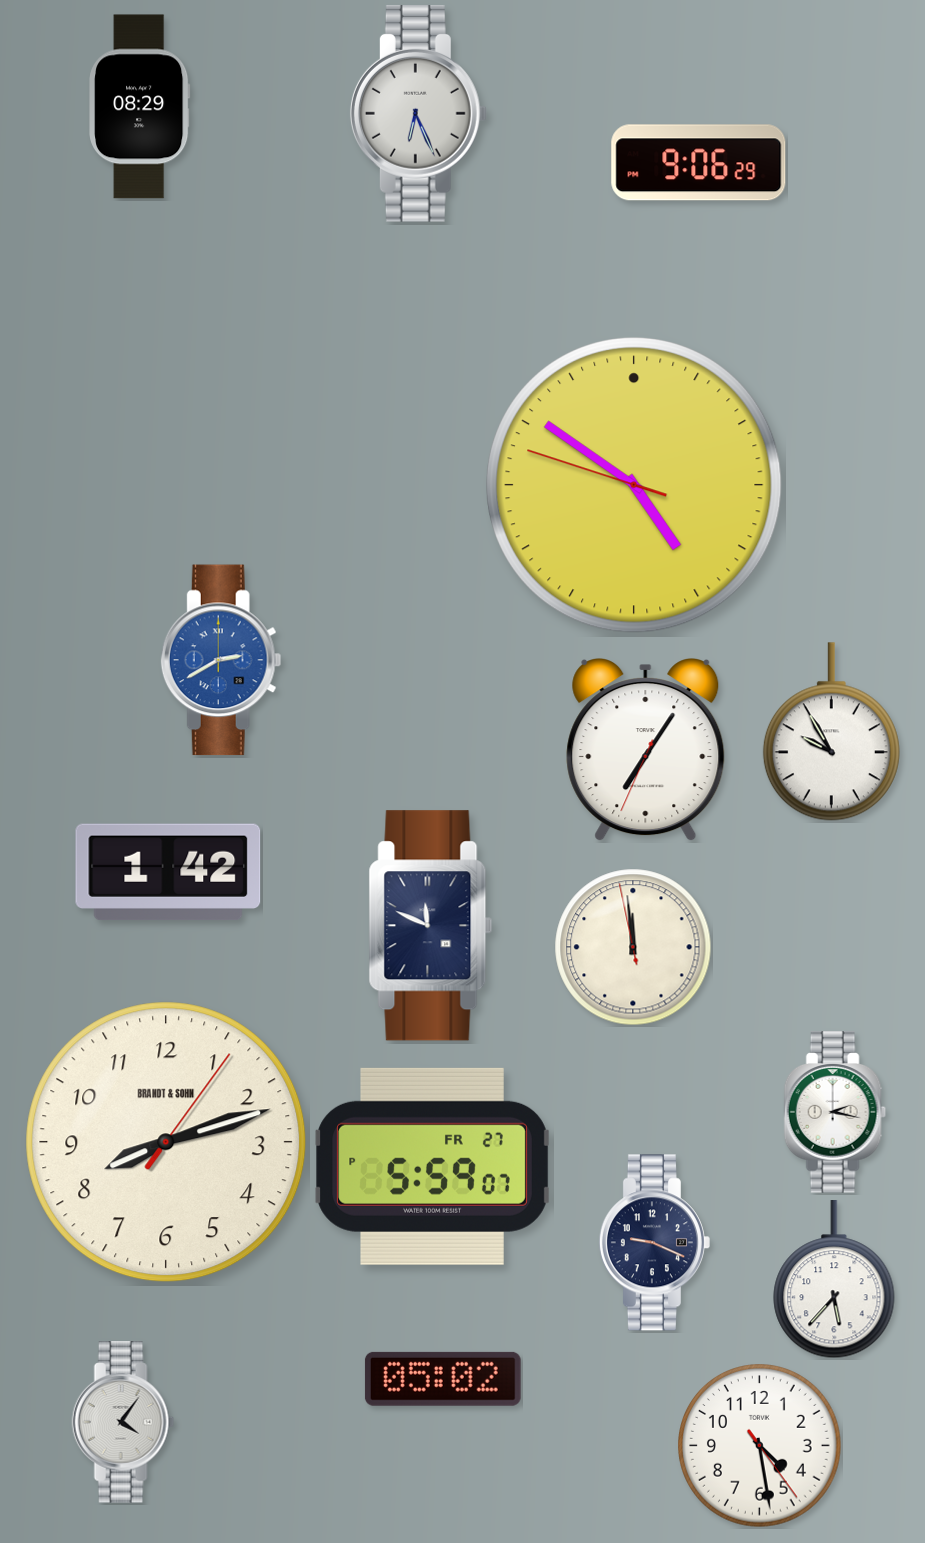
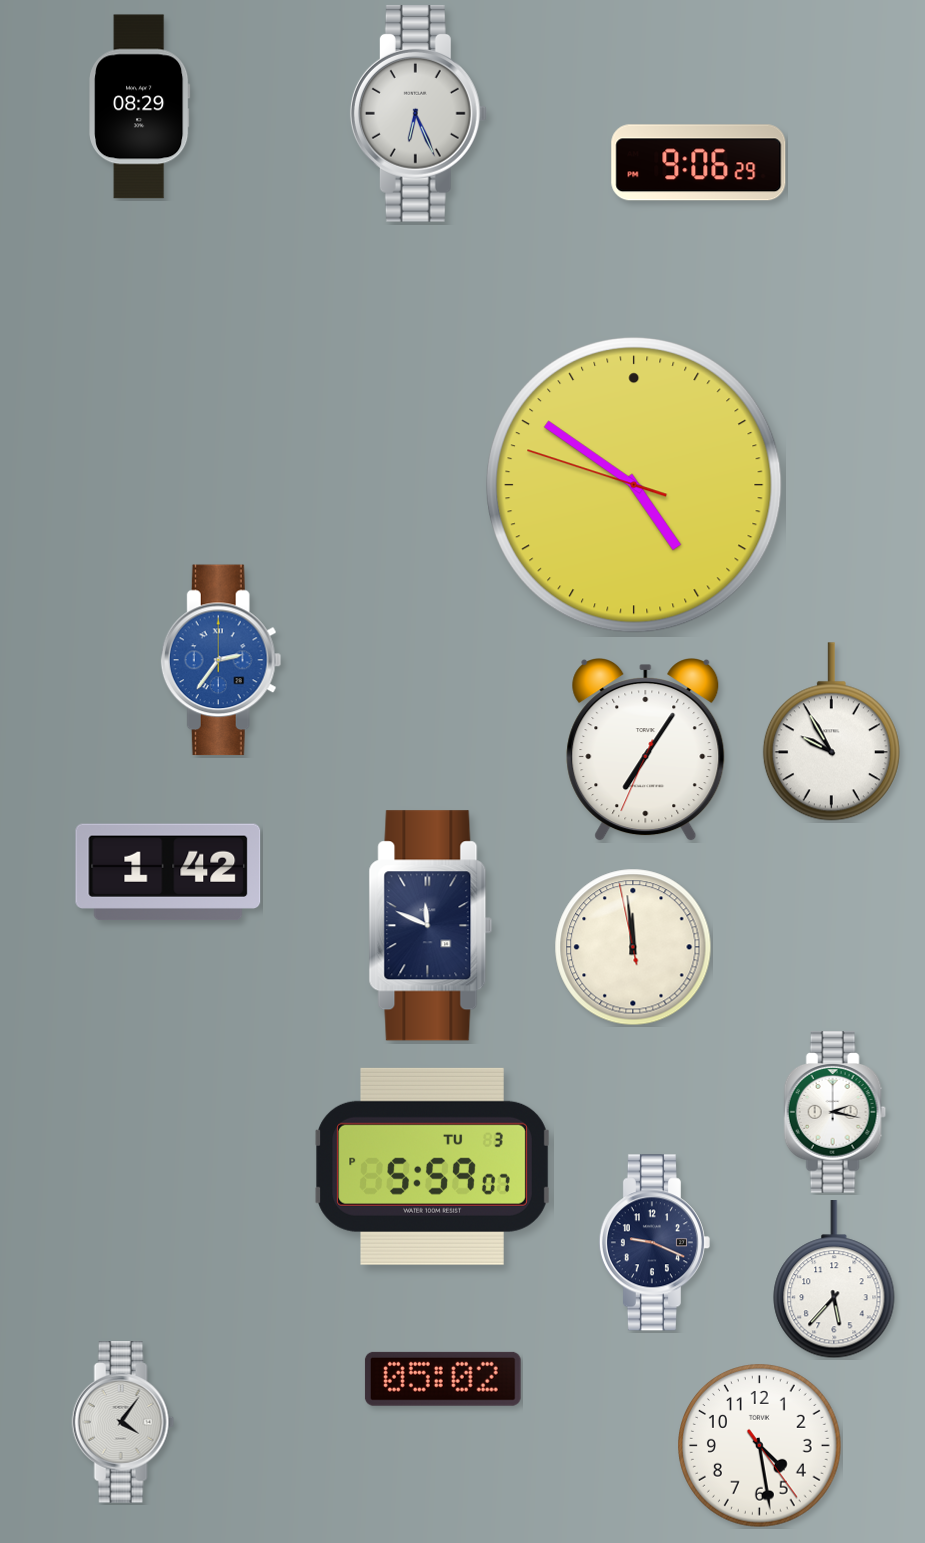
clock at (221, 660): 2:40 -> 2:36
clock at (166, 1142): 8:12 -> none
clock at (433, 1166) date: FR 27 -> TU 3
